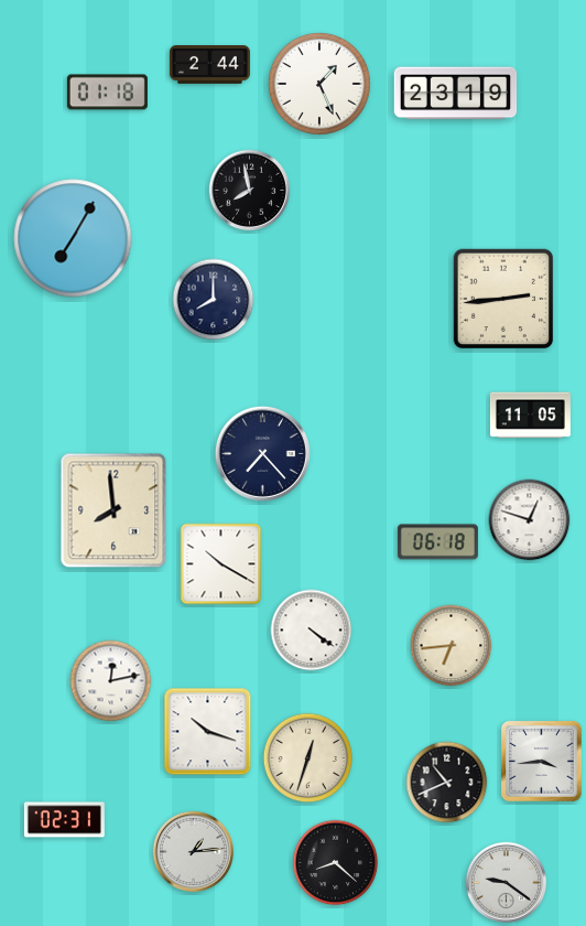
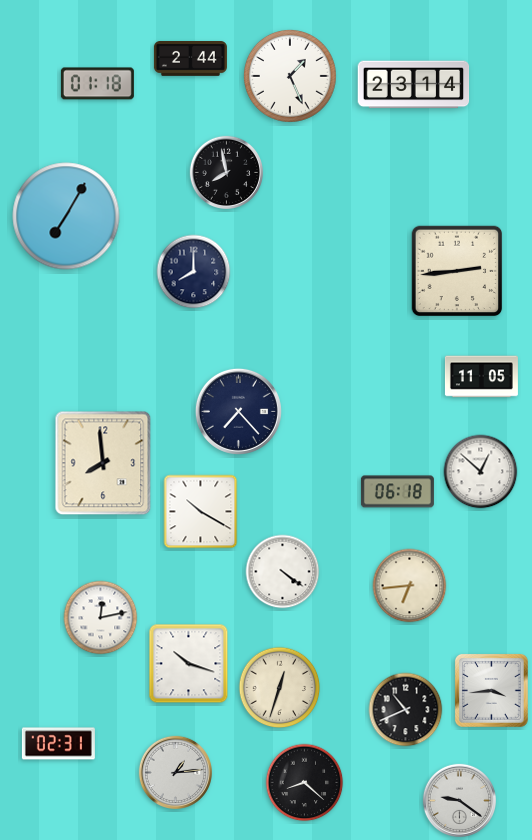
clock at (456, 94): 23:19 -> 23:14
clock at (530, 520): 12:48 -> 12:52
